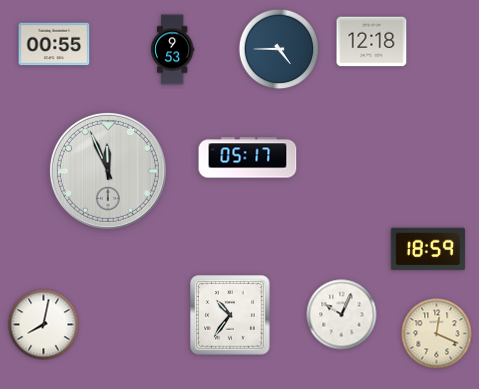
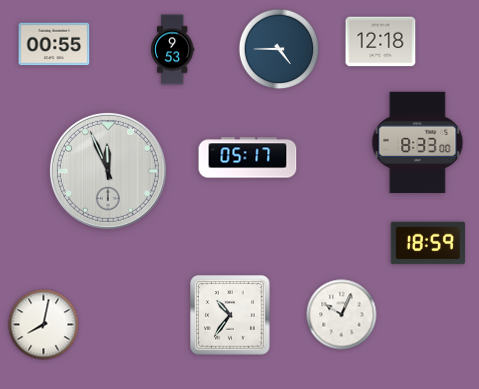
clock at (372, 42) position: (372, 42) -> (381, 42)
clock at (418, 142): none -> 8:33
clock at (427, 249) position: (427, 249) -> (427, 243)
clock at (437, 334): 12:19 -> none
